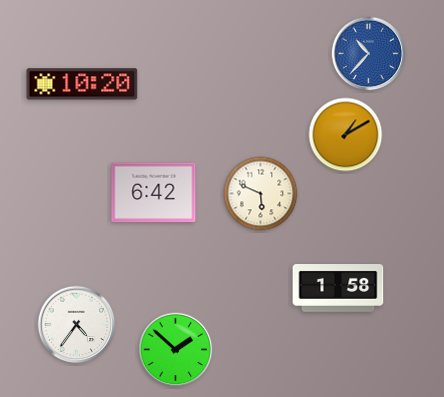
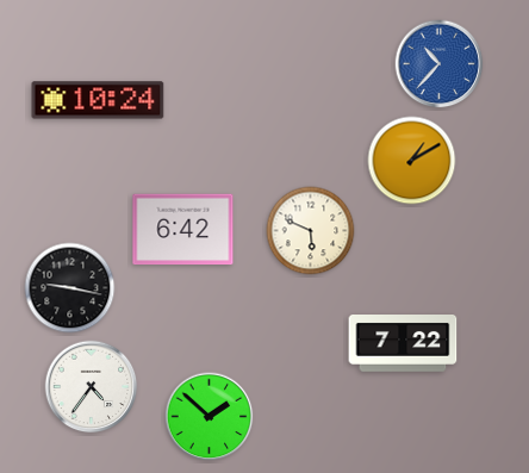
clock at (82, 84): 10:20 -> 10:24
clock at (70, 288): none -> 9:17
clock at (338, 289): 1:58 -> 7:22
